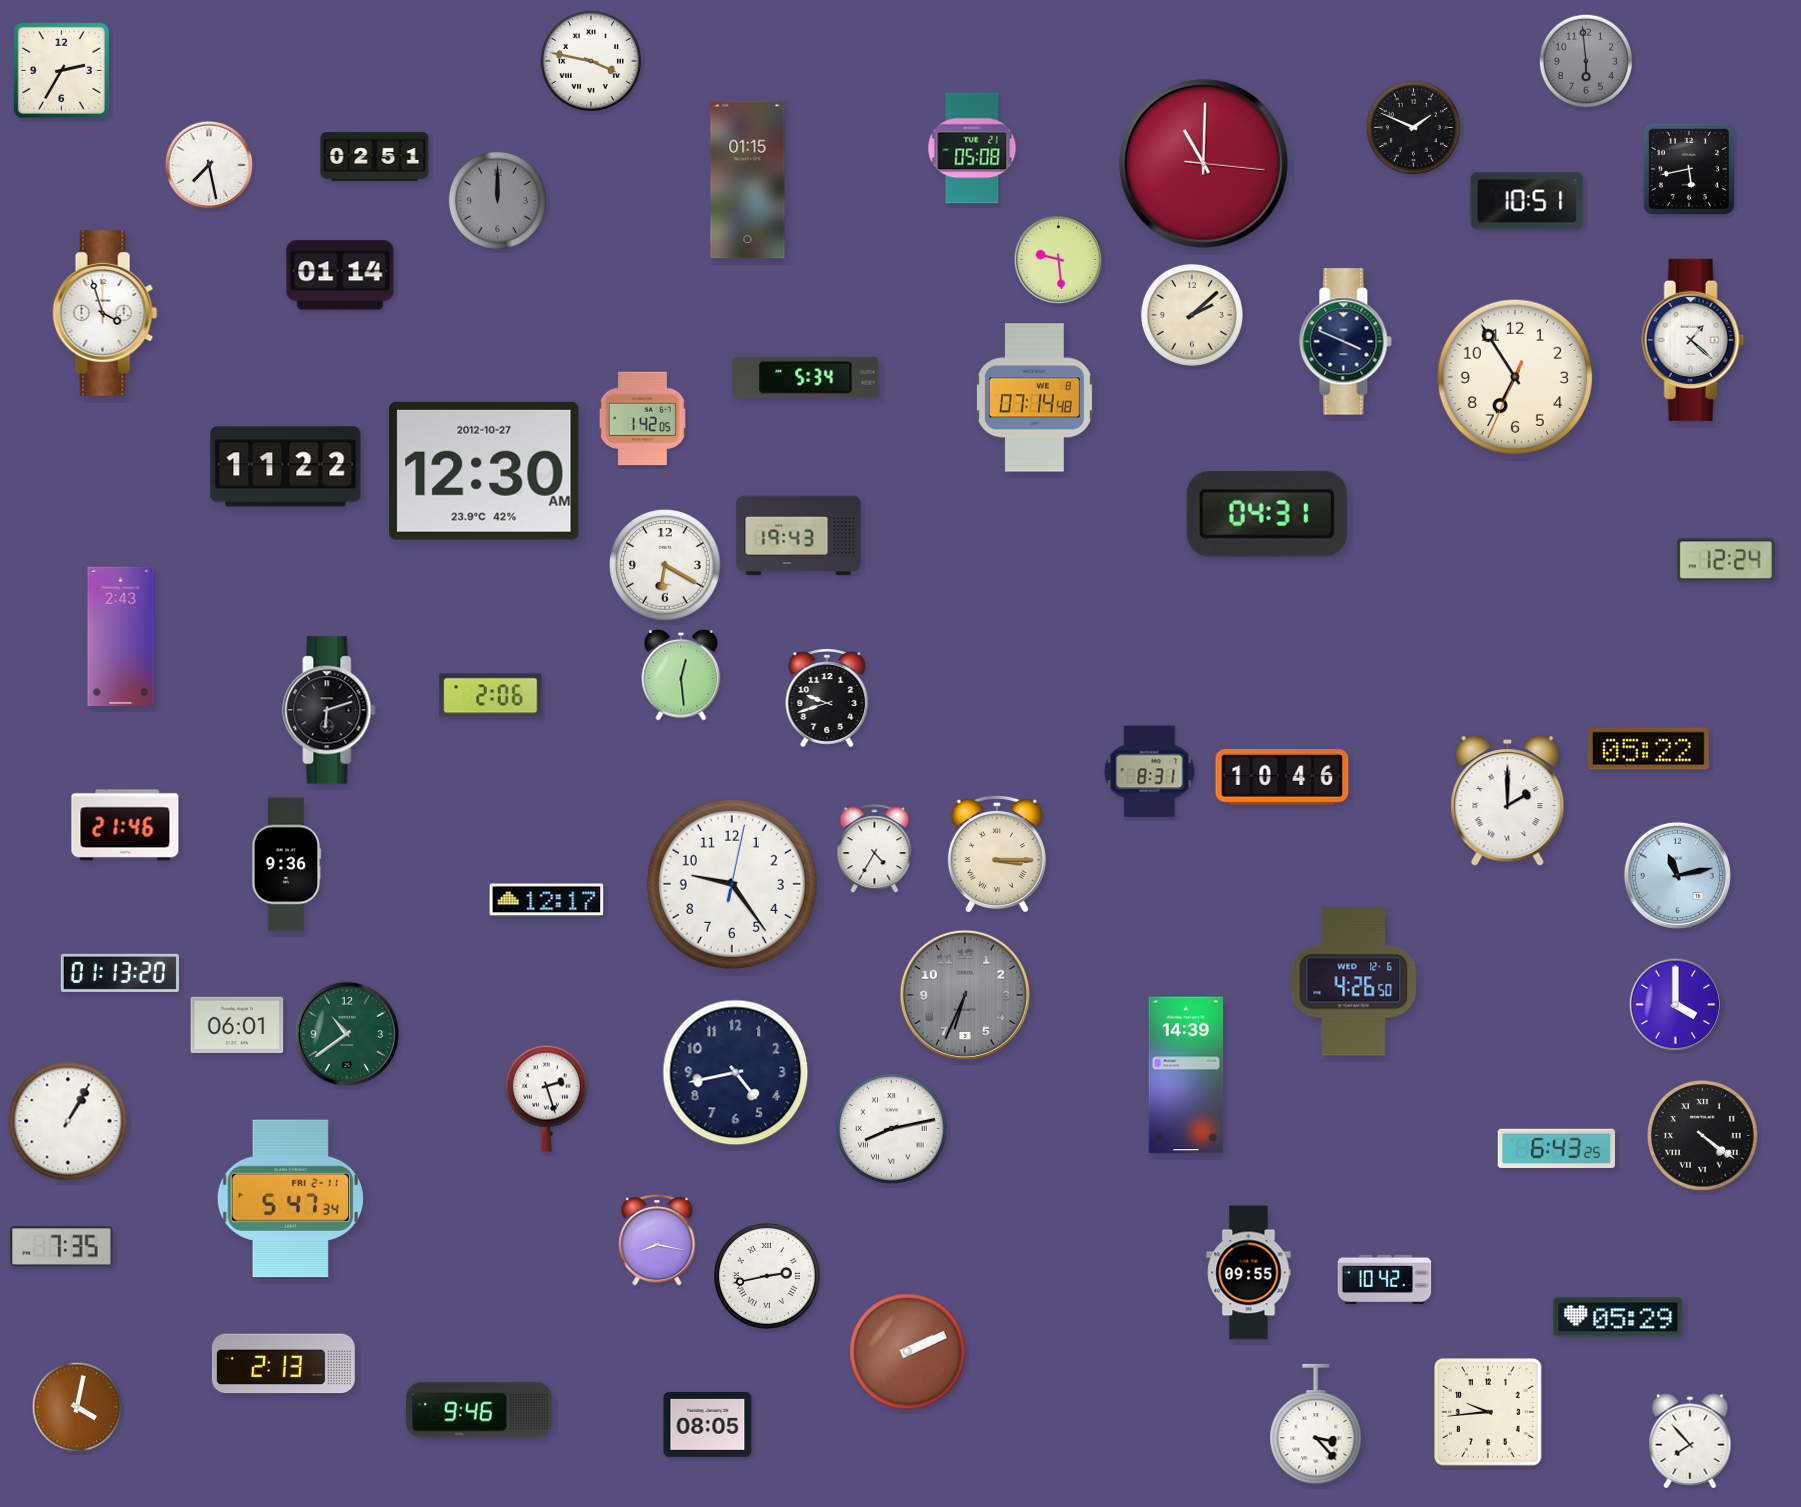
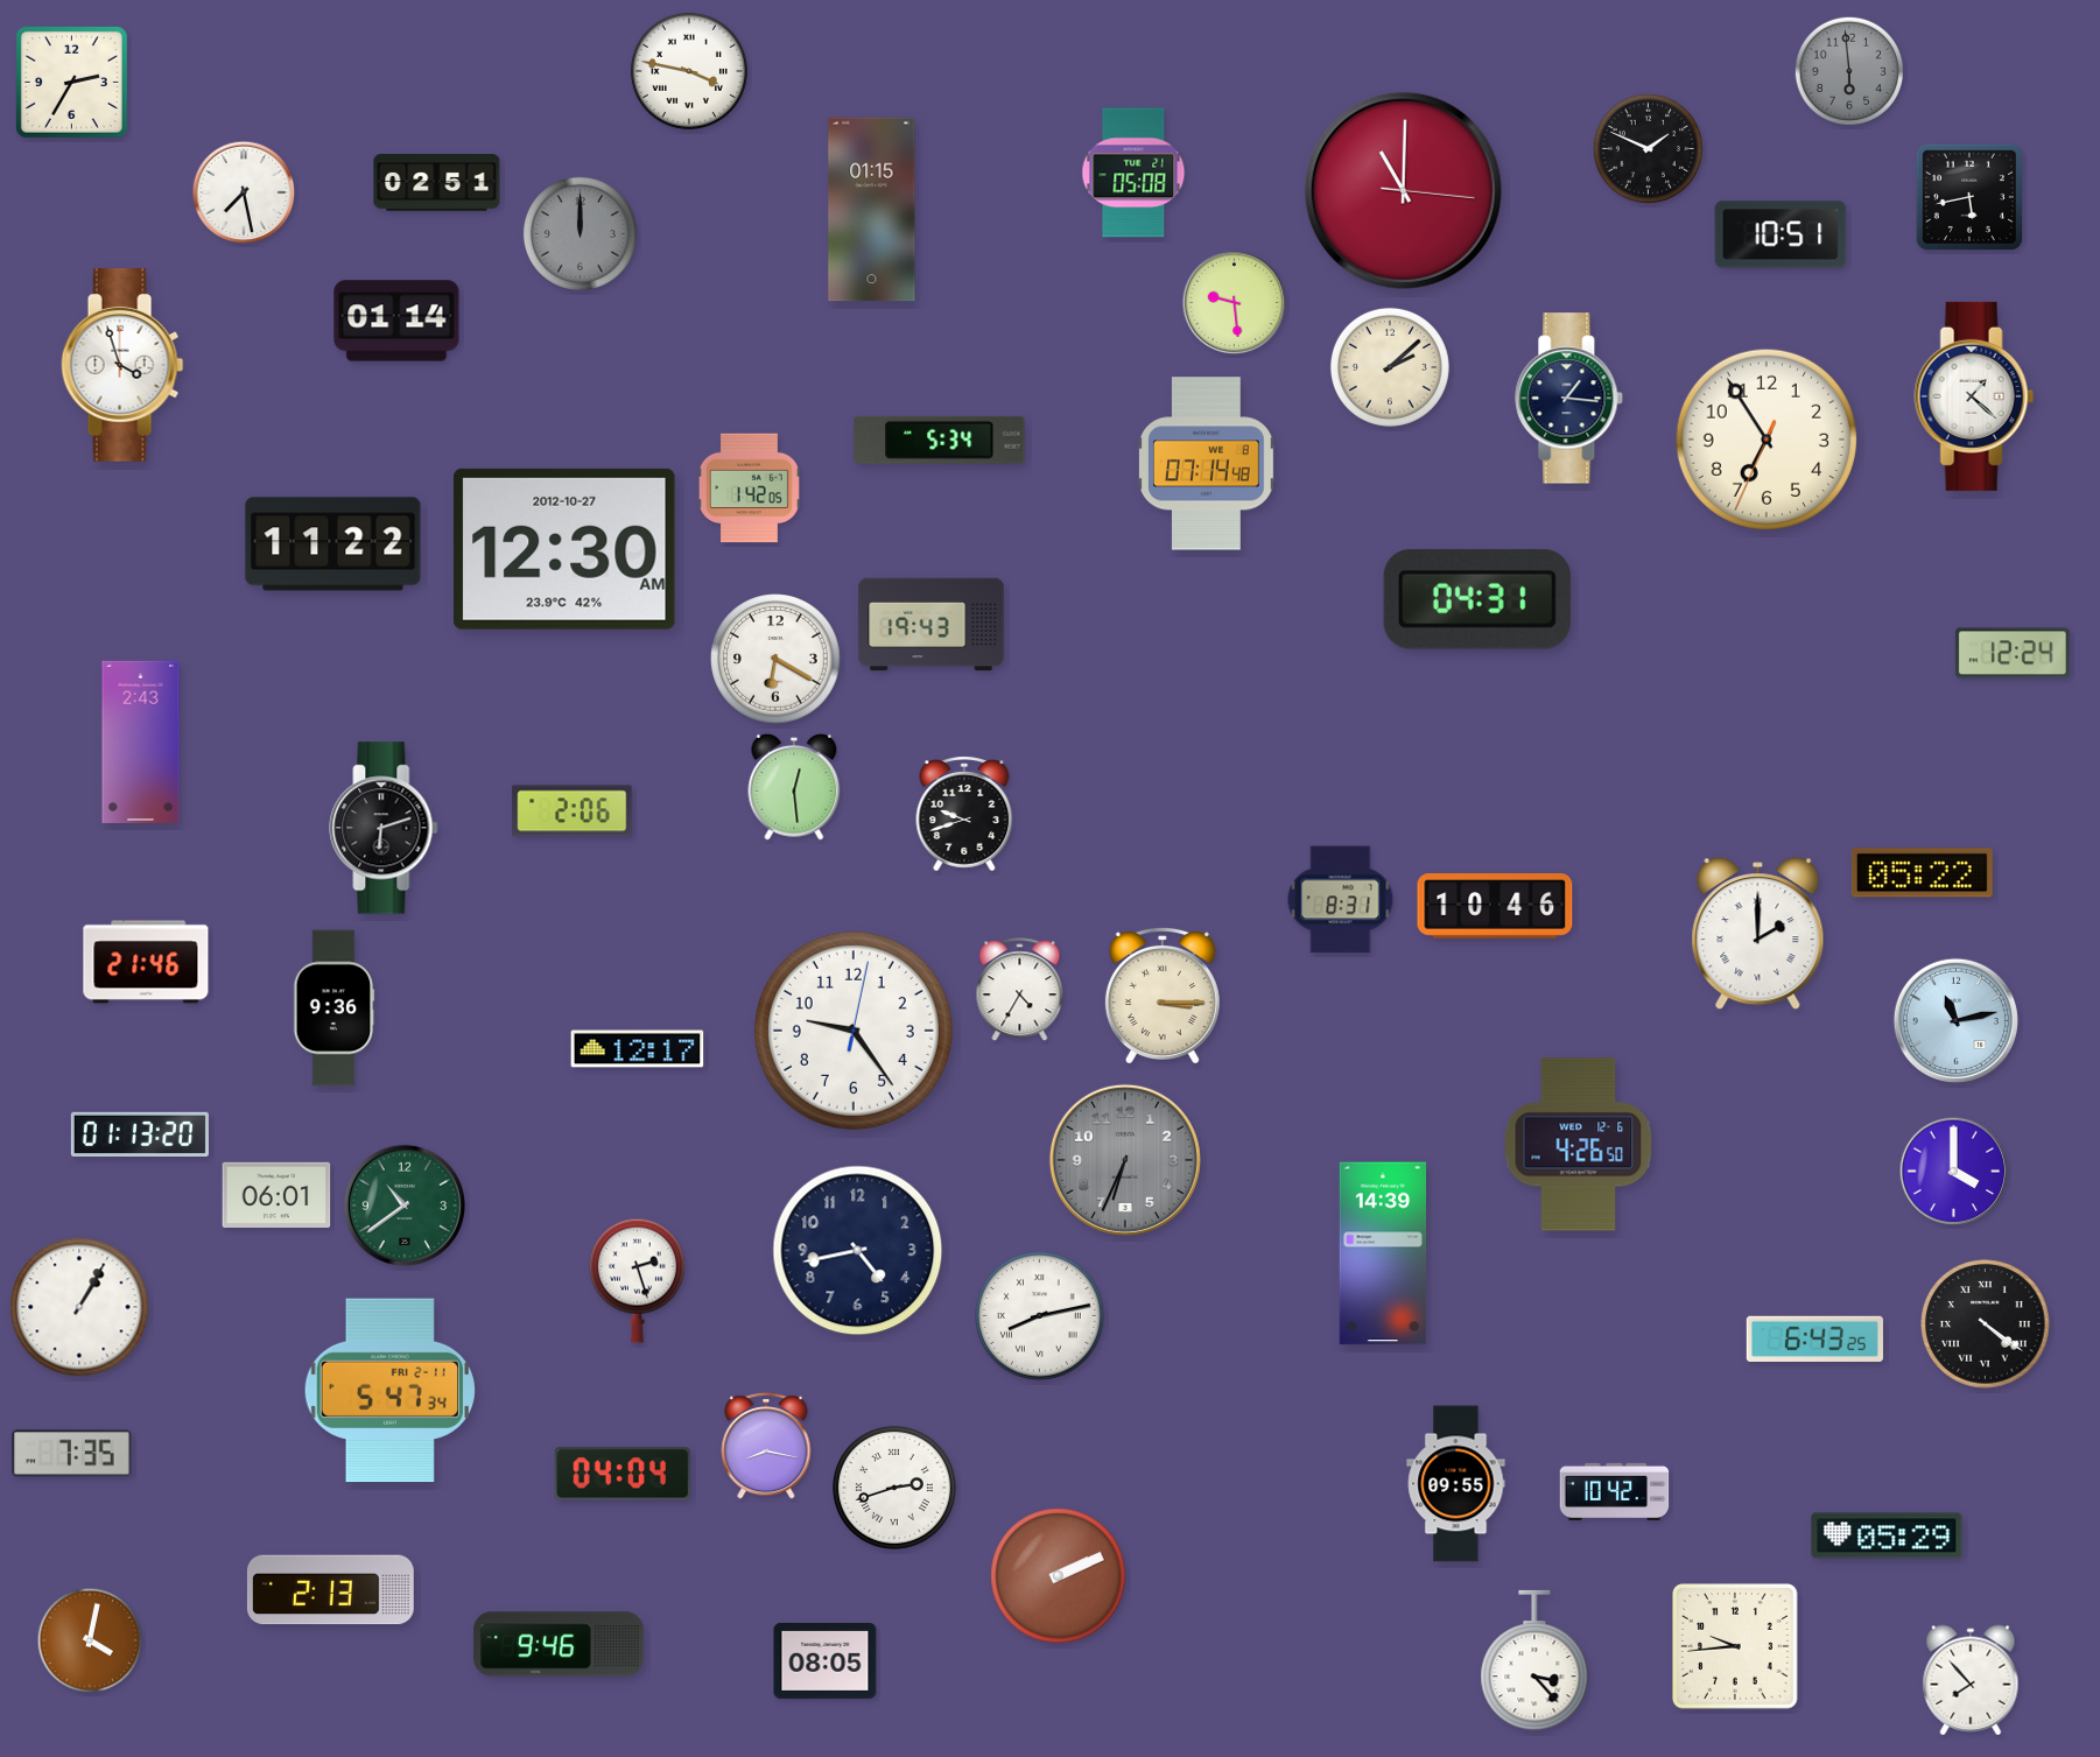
clock at (1346, 342): 3:49 -> 1:16
clock at (290, 1199) position: (290, 1199) -> (389, 1391)
clock at (623, 1474): none -> 04:04
clock at (767, 1276): 2:43 -> 2:42
